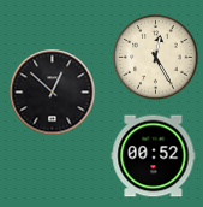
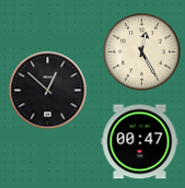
clock at (53, 93) position: (53, 93) -> (48, 91)
clock at (154, 156): 00:52 -> 00:47
